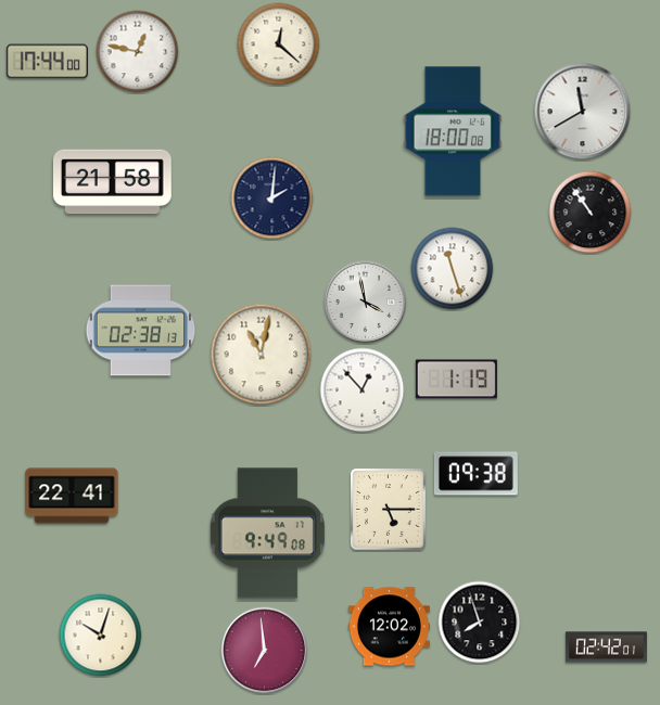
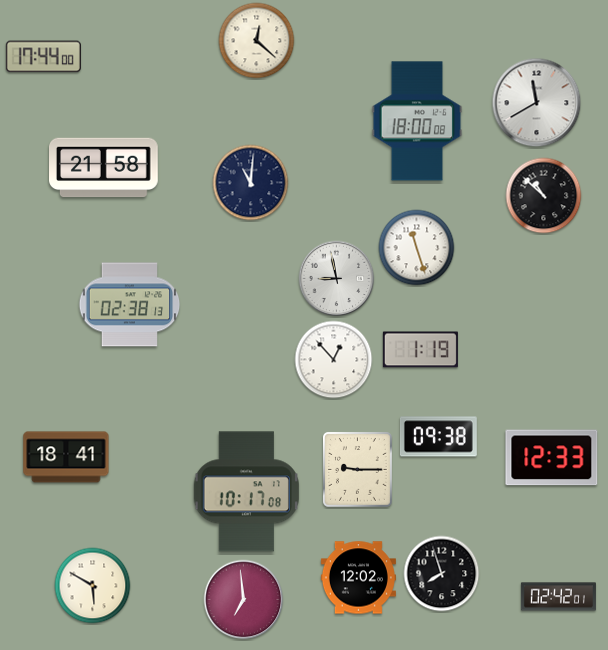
clock at (138, 52): 12:47 -> none
clock at (272, 198): 2:01 -> 11:01
clock at (591, 213): 10:54 -> 10:52
clock at (366, 303): 3:58 -> 8:58
clock at (262, 355): 11:02 -> none
clock at (72, 496): 22:41 -> 18:41
clock at (552, 458): none -> 12:33
clock at (389, 510): 5:15 -> 9:15
clock at (267, 534): 9:49 -> 10:17
clock at (101, 636): 10:03 -> 5:50
